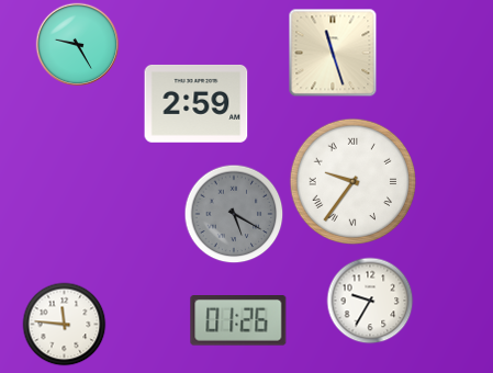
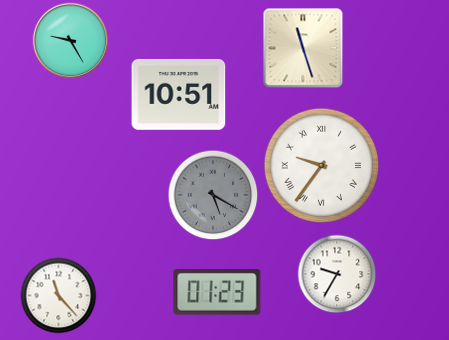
clock at (197, 104): 2:59 -> 10:51
clock at (238, 321): 01:26 -> 01:23
clock at (65, 325): 11:46 -> 11:23
